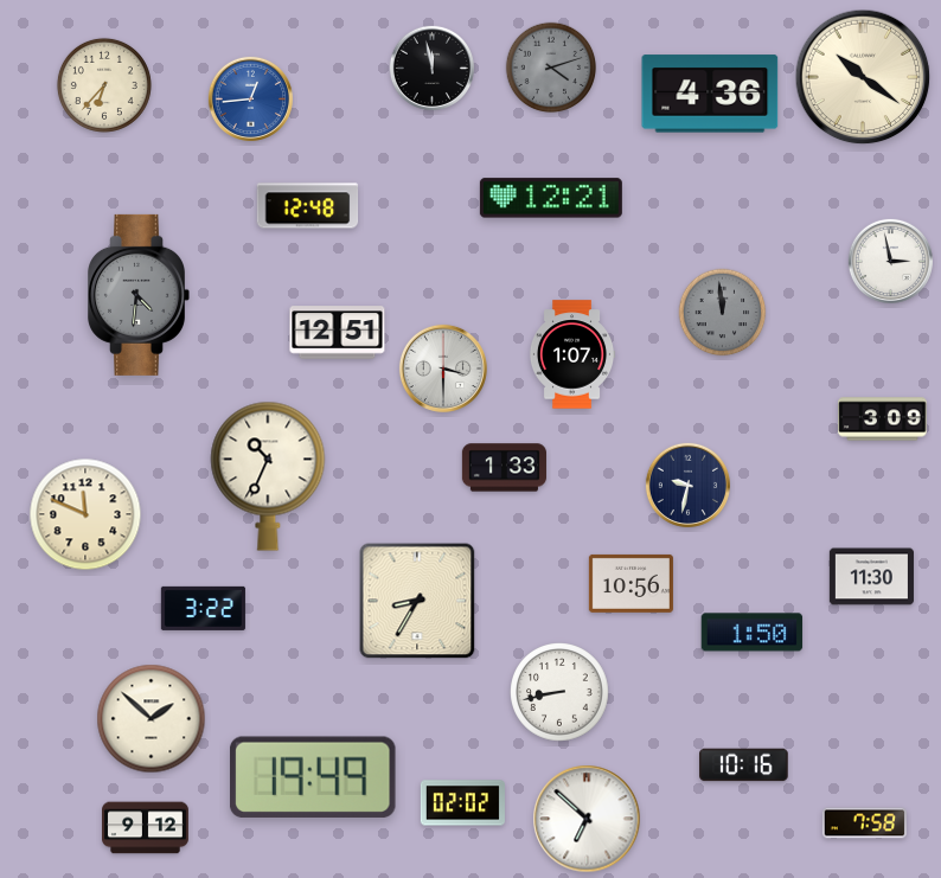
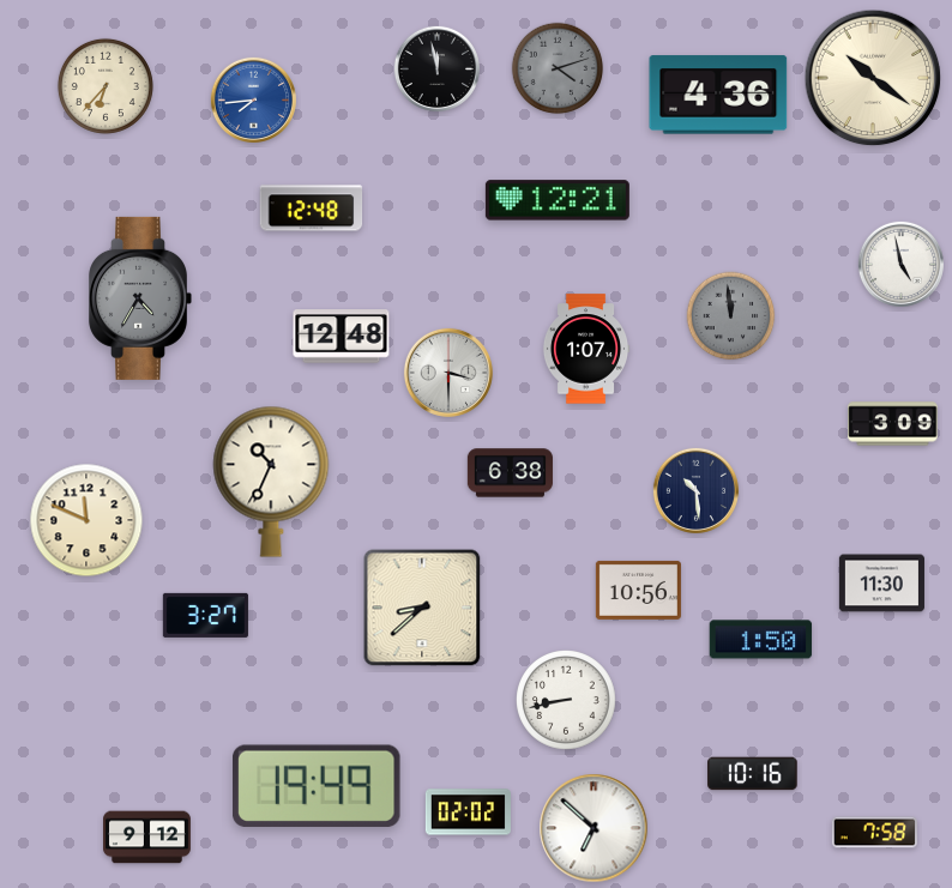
clock at (250, 98): 12:44 -> 7:44
clock at (890, 261): 2:58 -> 4:58
clock at (139, 295): 4:31 -> 4:35
clock at (338, 333): 12:51 -> 12:48
clock at (572, 354) position: (572, 354) -> (586, 349)
clock at (504, 468): 1:33 -> 6:38
clock at (687, 485): 9:32 -> 10:29
clock at (417, 601): 8:35 -> 8:38
clock at (203, 608): 3:22 -> 3:27
clock at (152, 719): 1:52 -> none
